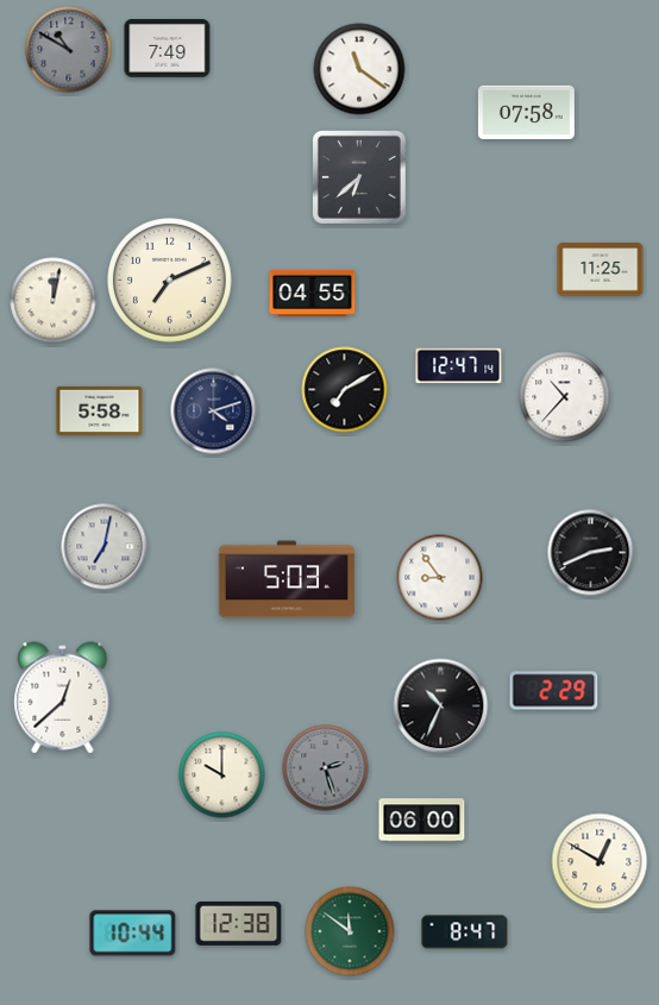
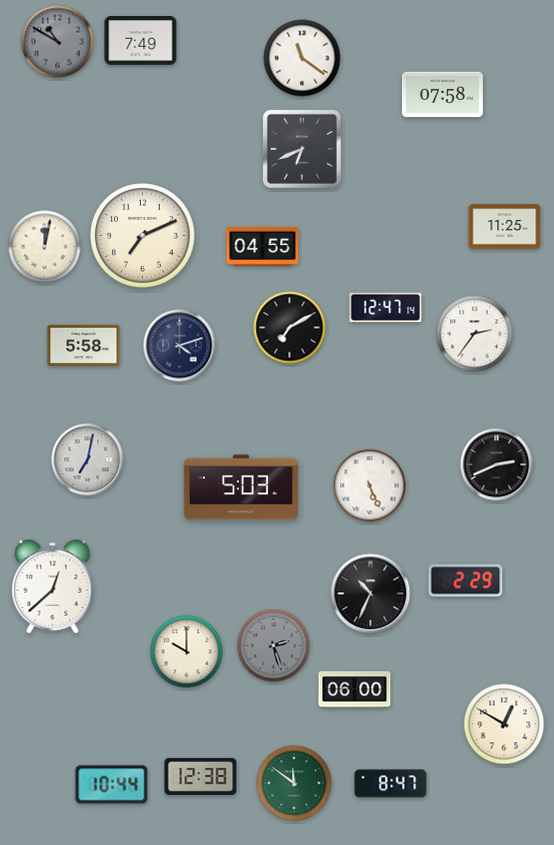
clock at (359, 177): 6:38 -> 6:41
clock at (54, 301) position: (54, 301) -> (45, 247)
clock at (565, 397): 10:37 -> 2:36
clock at (440, 578): 8:54 -> 5:26
